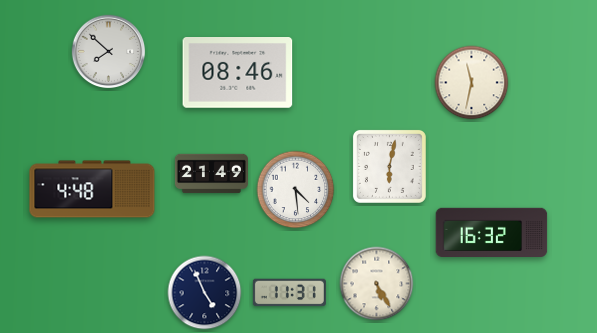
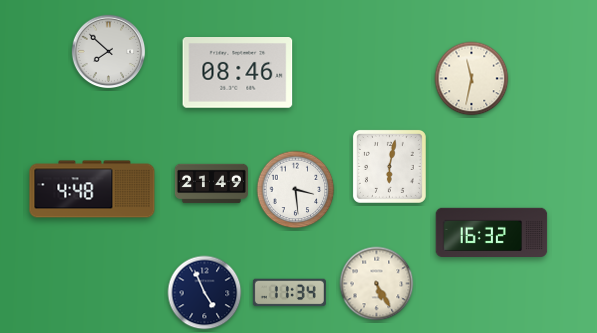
clock at (472, 83) position: (472, 83) -> (472, 79)
clock at (211, 174) position: (211, 174) -> (211, 184)
clock at (296, 190): 4:29 -> 3:29
clock at (289, 293): 11:31 -> 11:34
